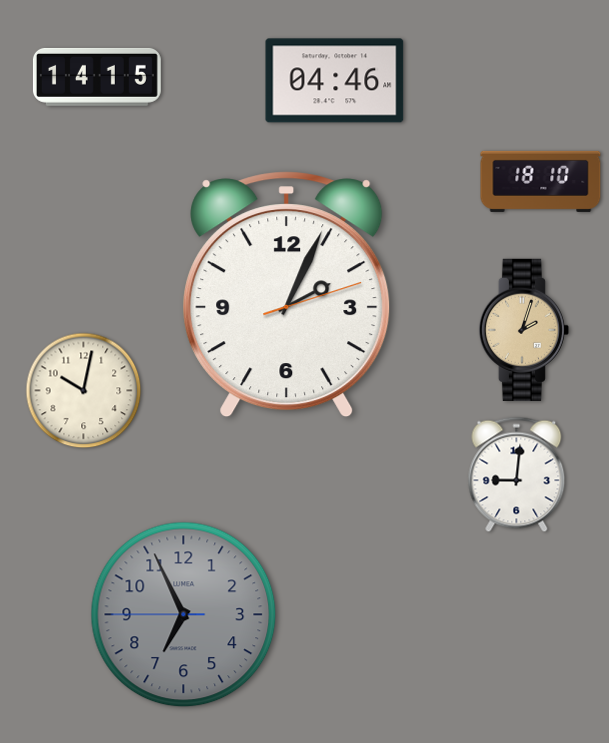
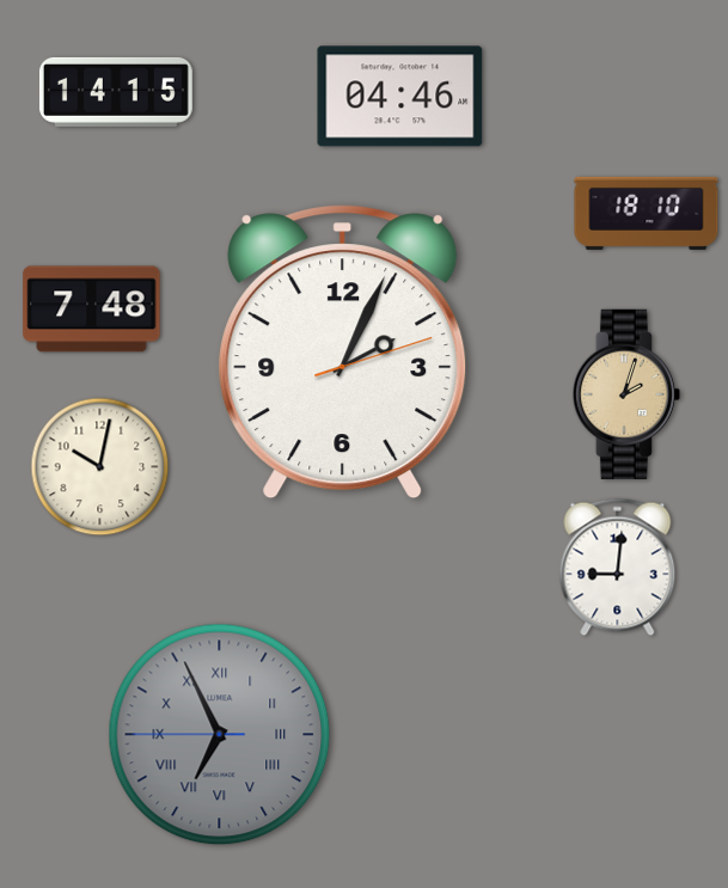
clock at (541, 181) position: (541, 181) -> (647, 213)
clock at (92, 310): none -> 7:48
clock at (184, 615) numerals: Arabic -> Roman
